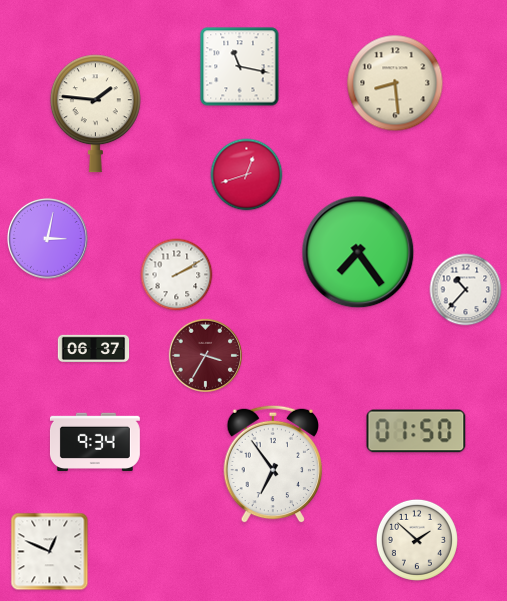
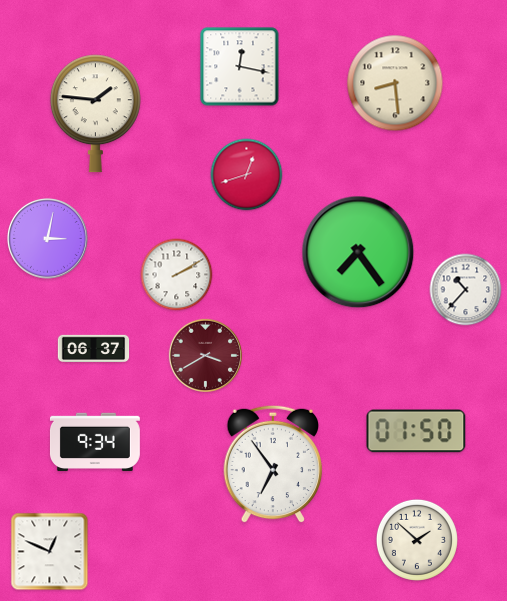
clock at (240, 67): 11:17 -> 12:17
clock at (205, 355): 3:35 -> 3:40
